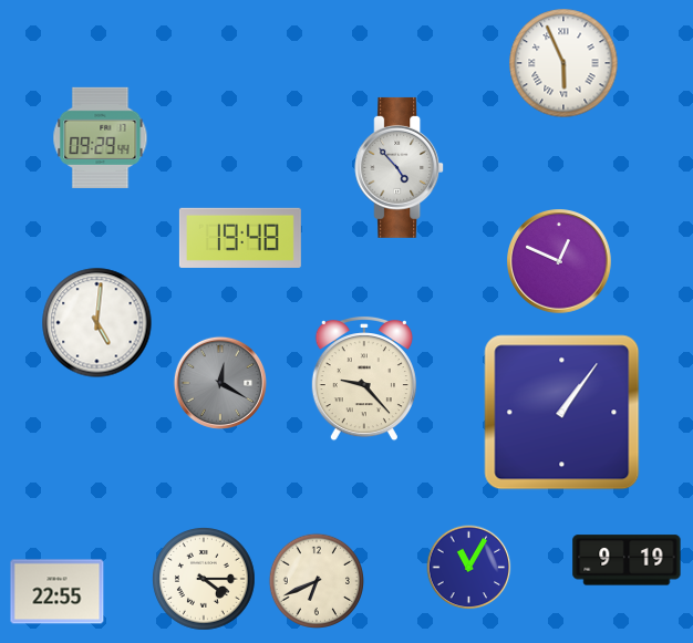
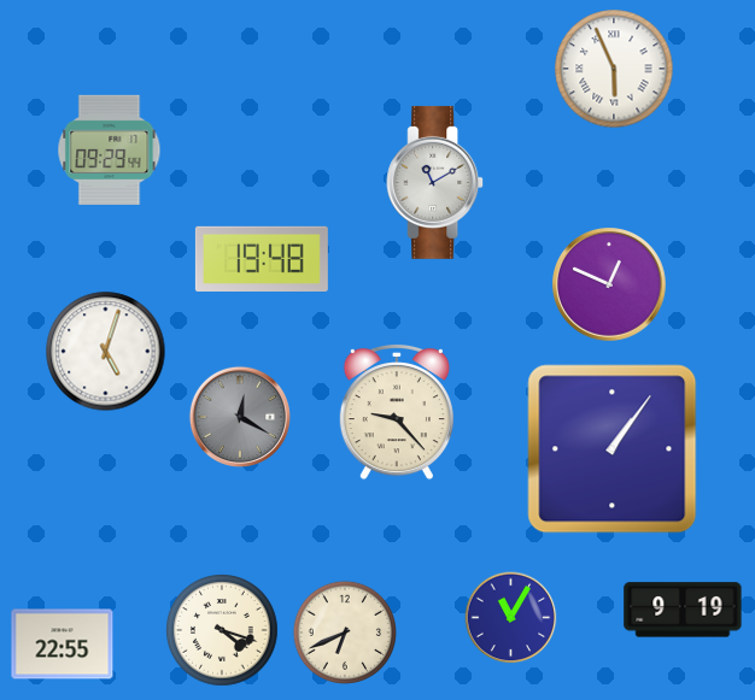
clock at (400, 167): 4:53 -> 11:10
clock at (97, 323): 5:01 -> 5:03
clock at (205, 580): 4:15 -> 4:18
